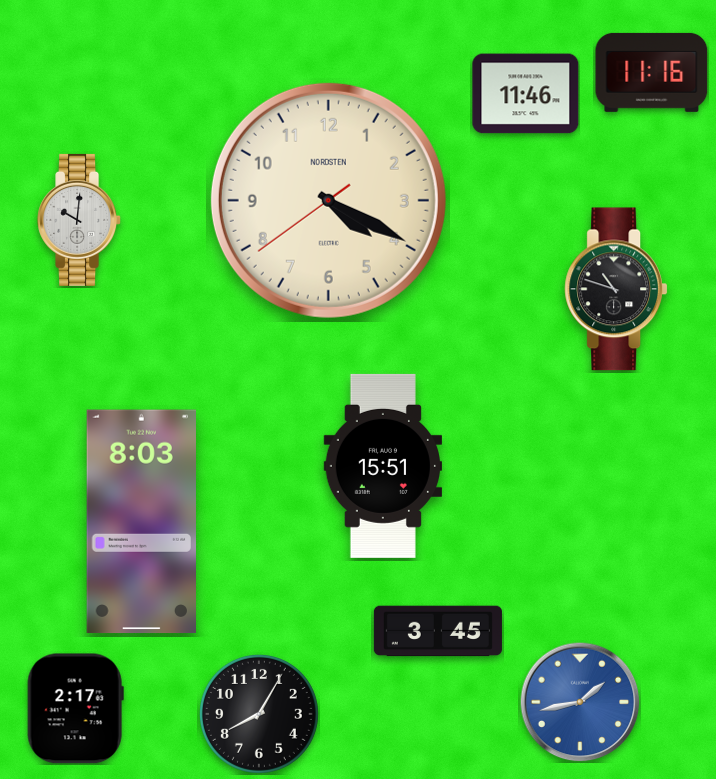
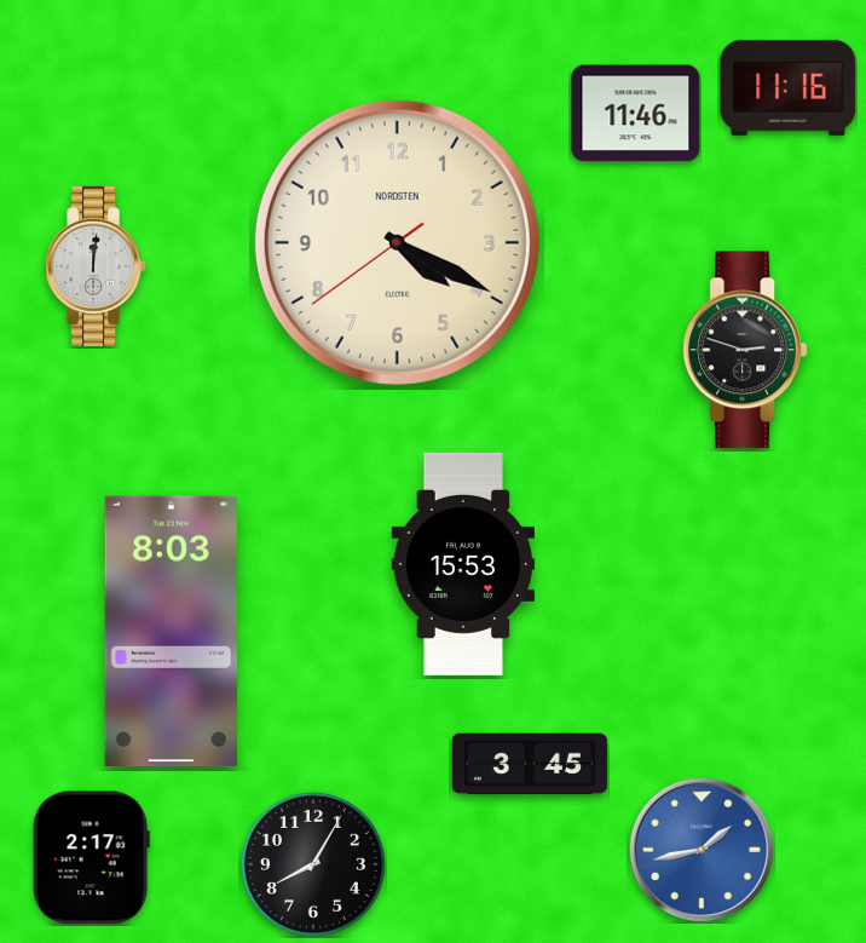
clock at (80, 220): 10:01 -> 12:01
clock at (616, 289): 10:48 -> 2:48
clock at (382, 466): 15:51 -> 15:53
